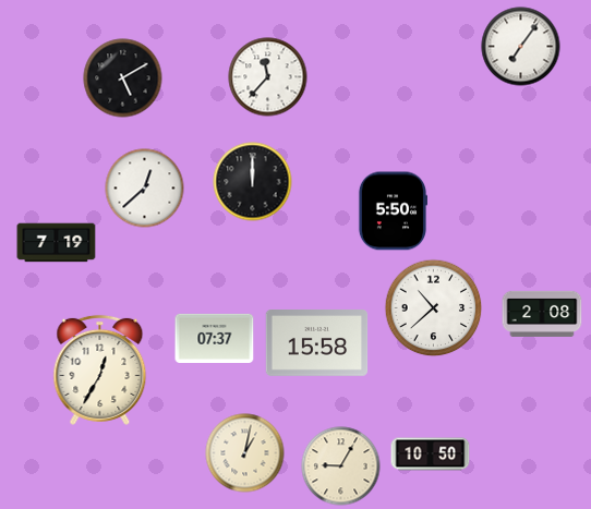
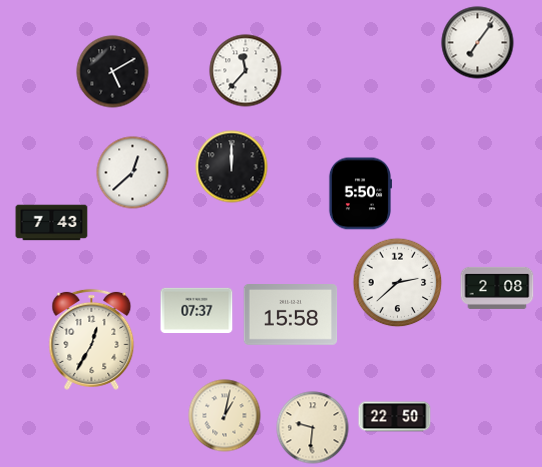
clock at (57, 243): 7:19 -> 7:43
clock at (434, 308): 10:38 -> 2:38
clock at (431, 455): 10:50 -> 22:50
clock at (341, 466): 9:05 -> 9:31
